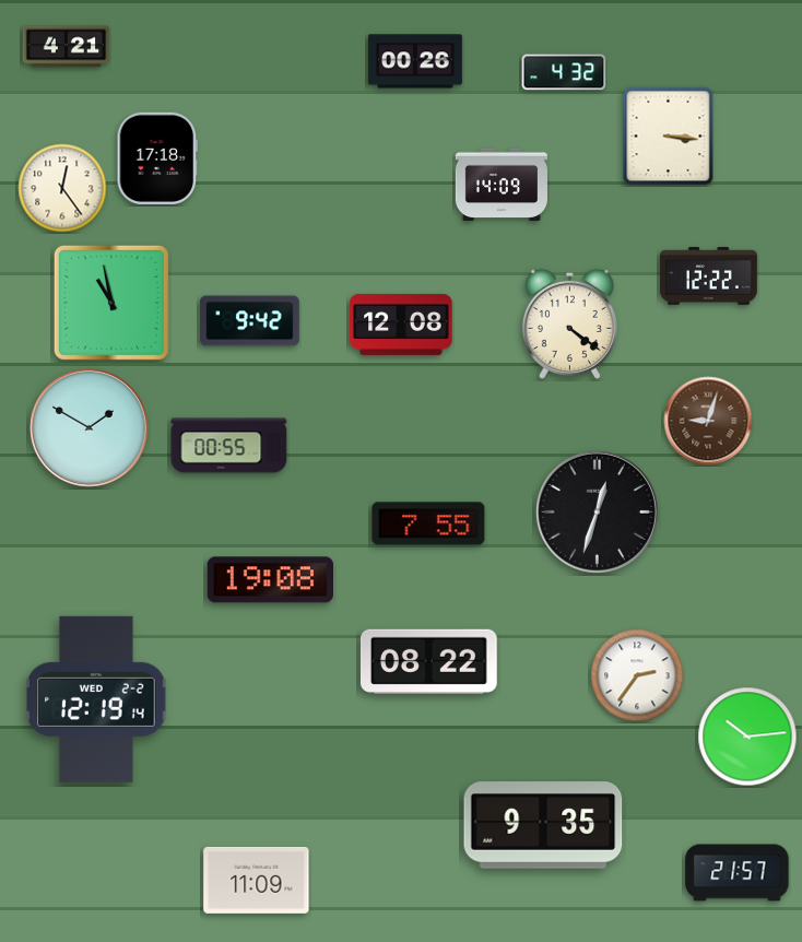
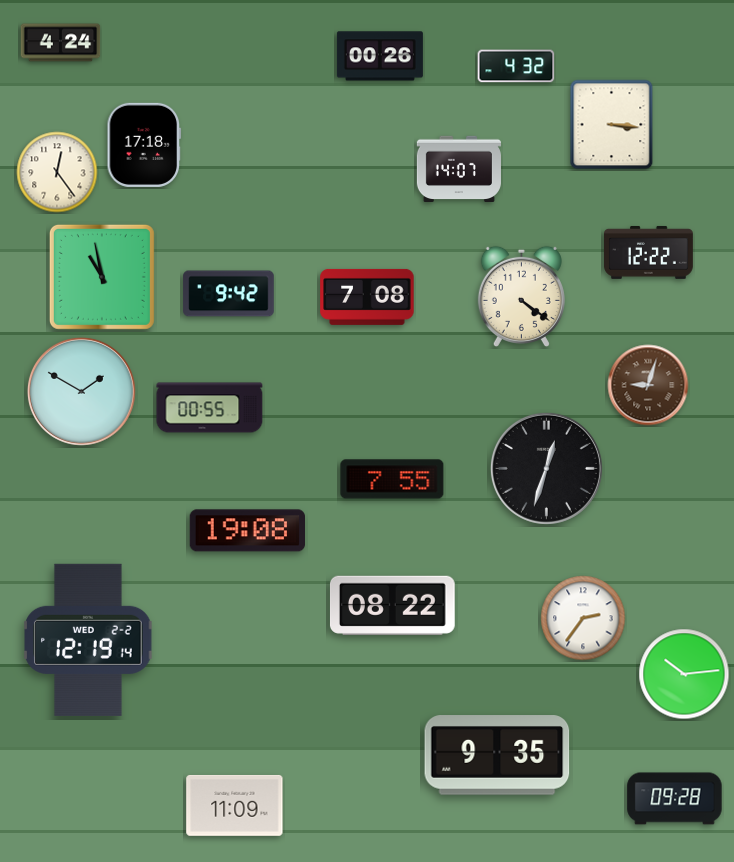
clock at (67, 47): 4:21 -> 4:24
clock at (502, 185): 14:09 -> 14:07
clock at (401, 325): 12:08 -> 7:08
clock at (738, 873): 21:57 -> 09:28
